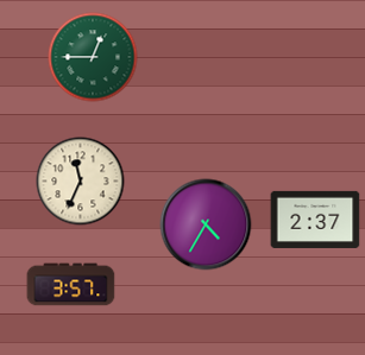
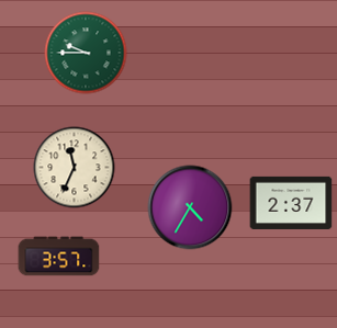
clock at (93, 57): 12:45 -> 9:45
clock at (71, 285) position: (71, 285) -> (59, 257)
